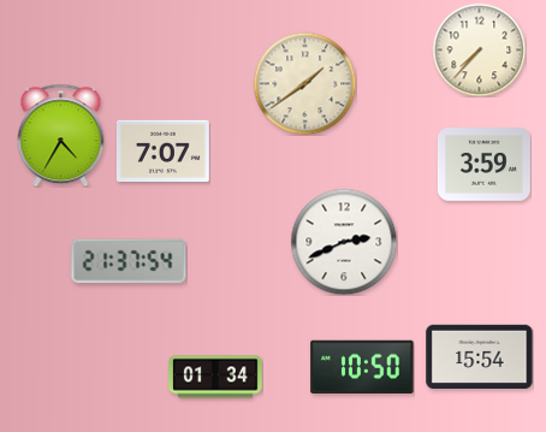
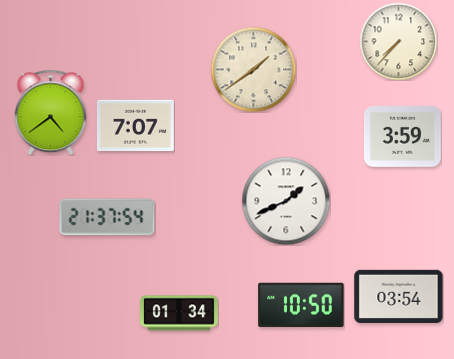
clock at (61, 135): 4:35 -> 4:39
clock at (344, 242): 2:41 -> 1:41
clock at (480, 356): 15:54 -> 03:54
